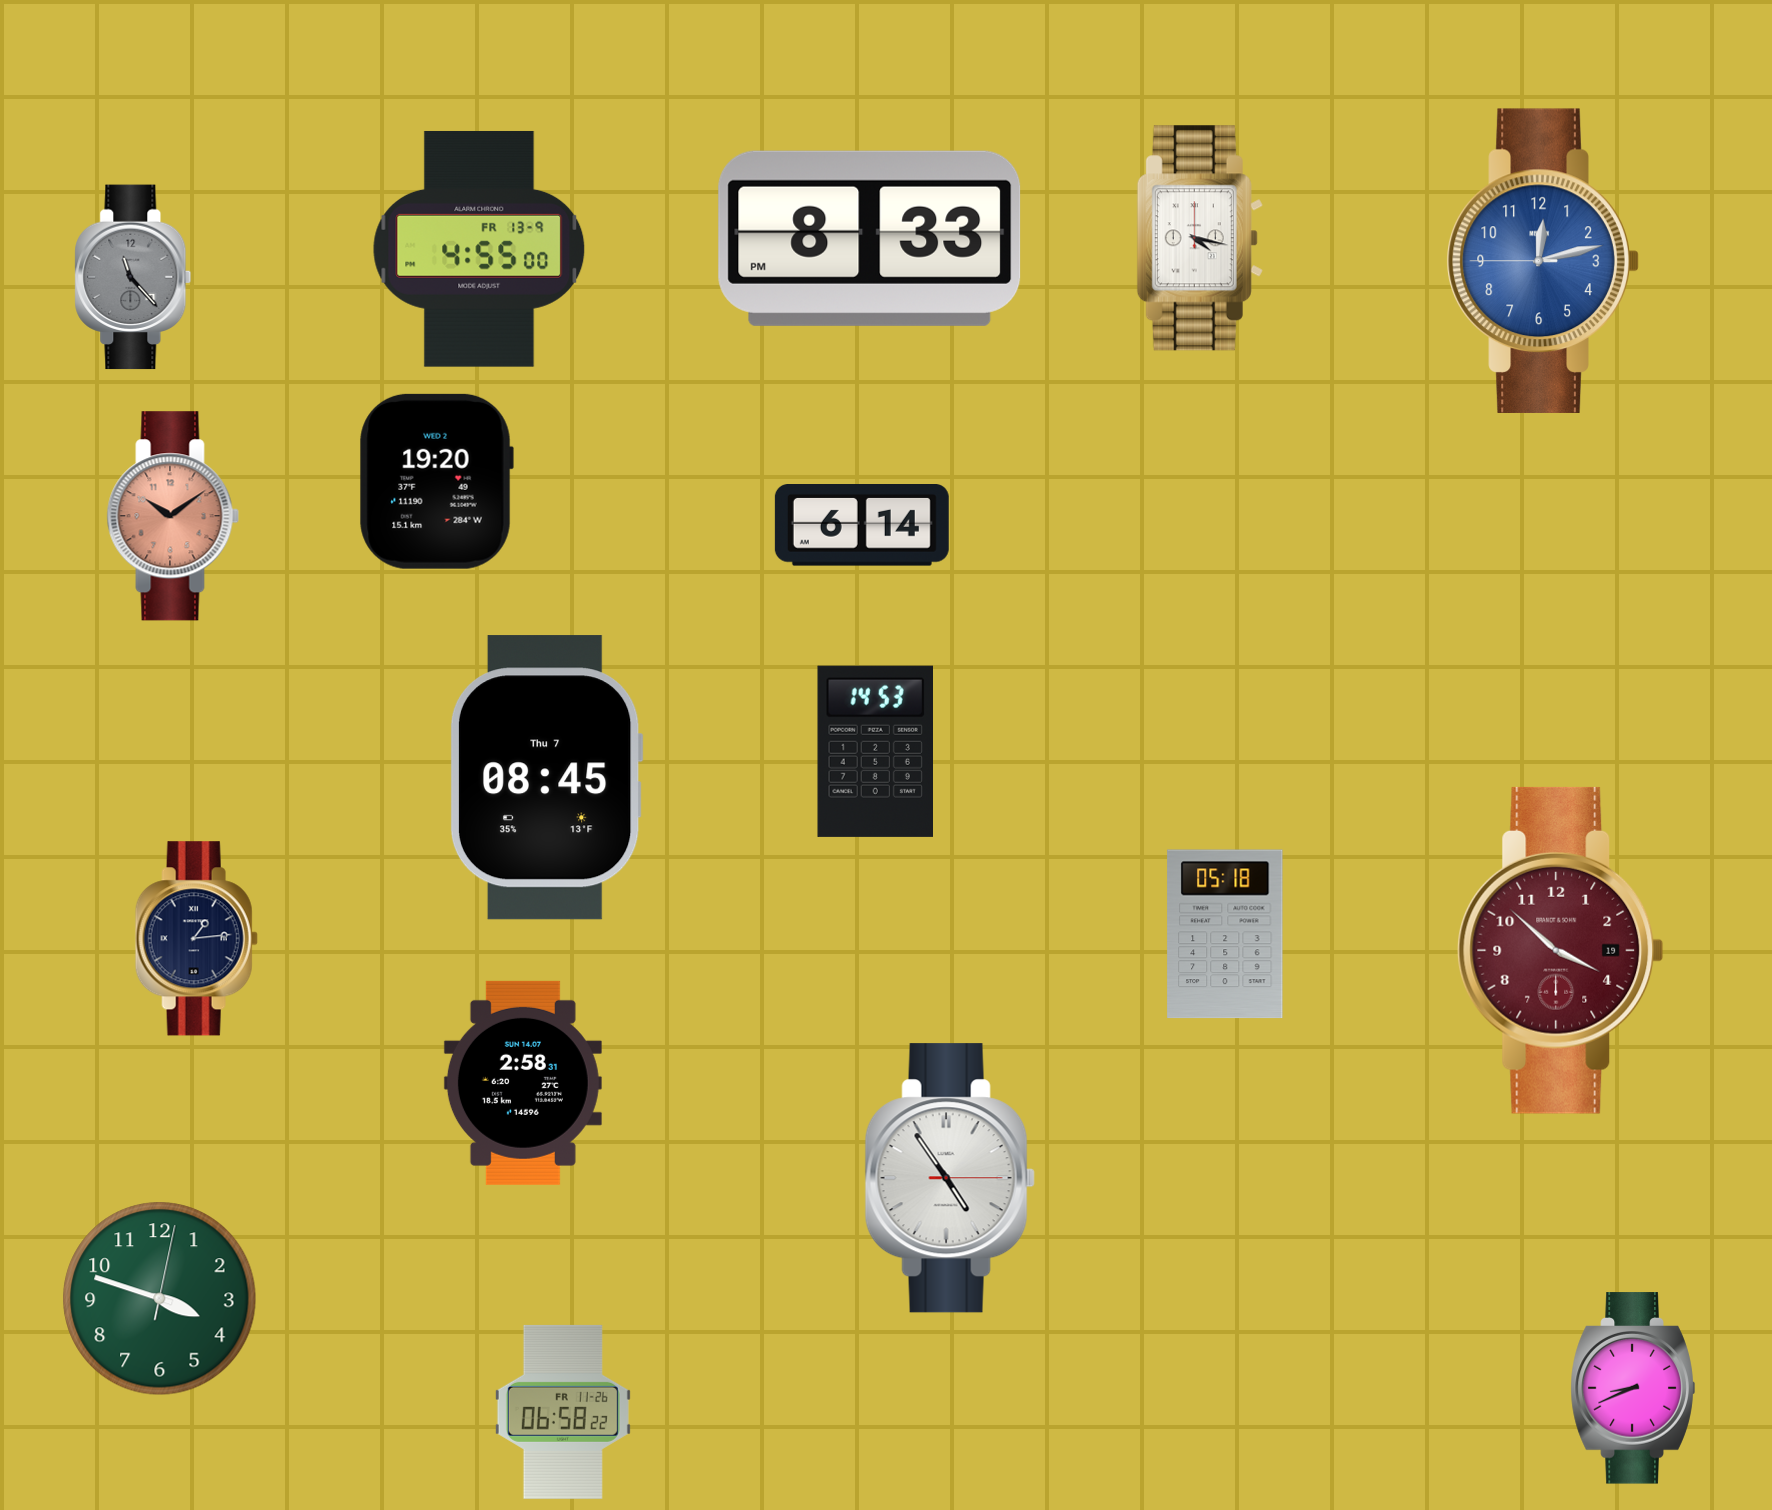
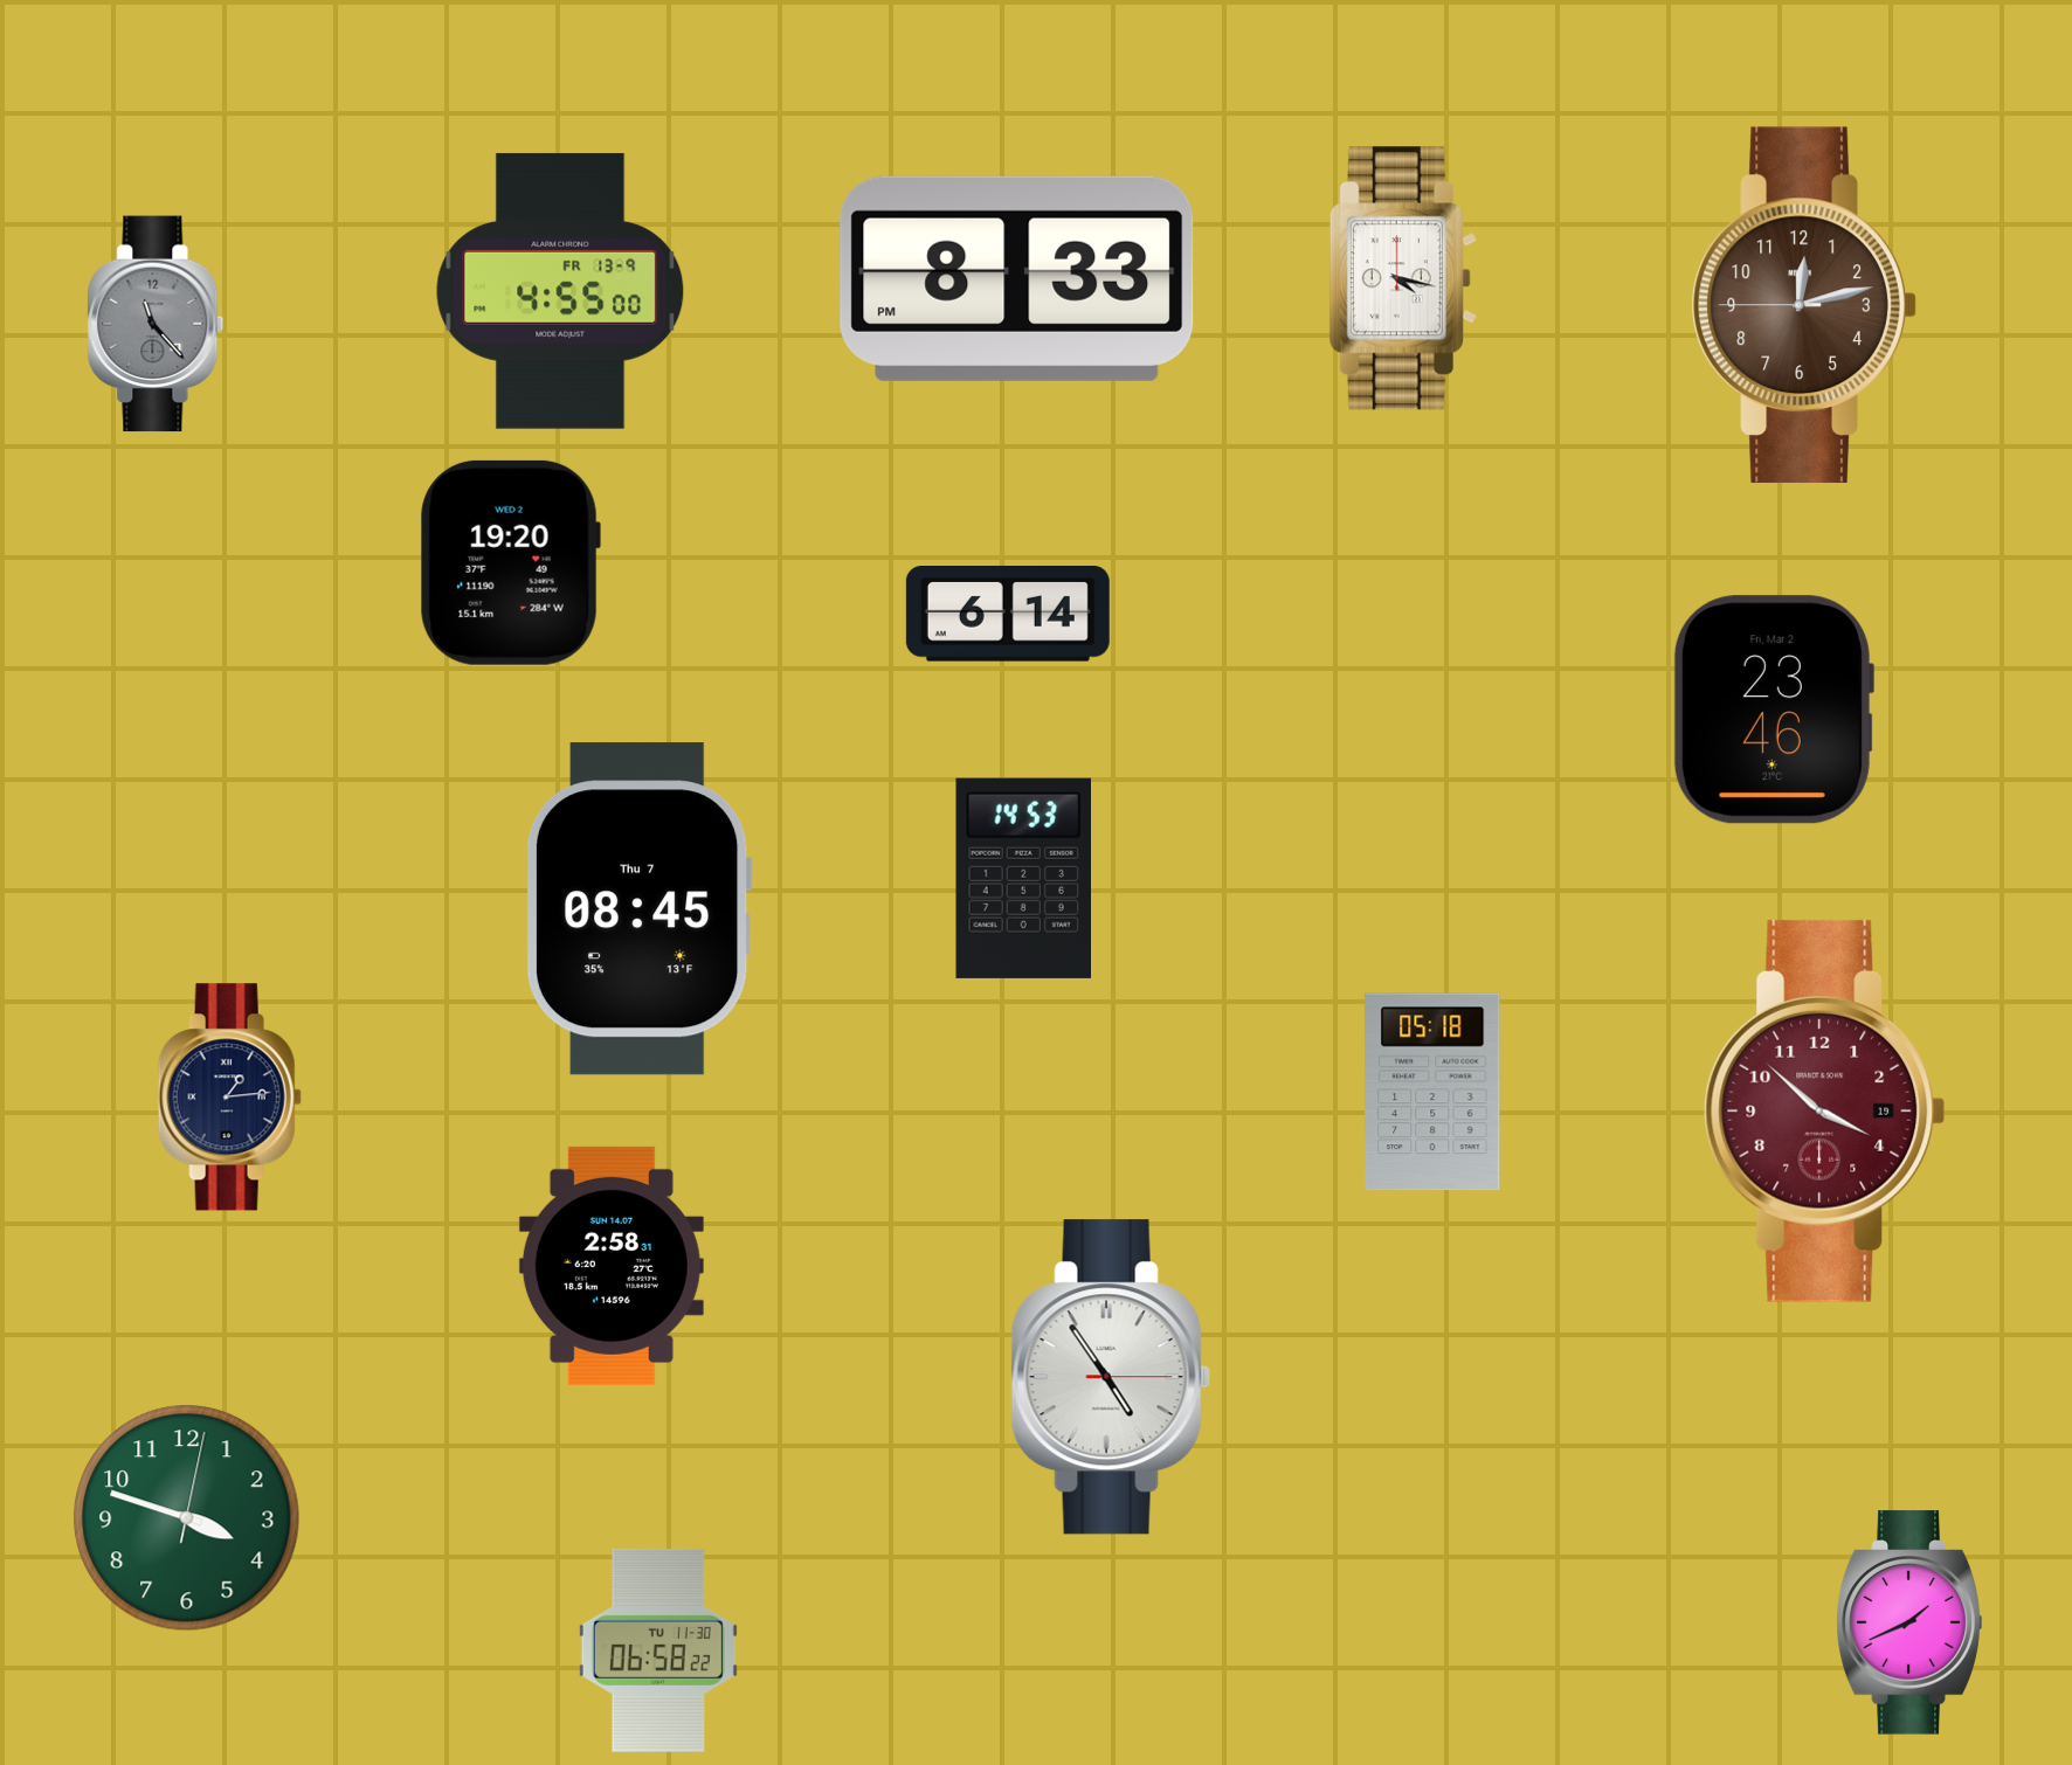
clock at (1543, 261) dial: blue -> brown
clock at (173, 516): 10:09 -> none
clock at (1773, 710): none -> 23:46
clock at (1633, 1388): 8:41 -> 1:41
clock at (563, 1412) date: FR 11-26 -> TU 11-30
